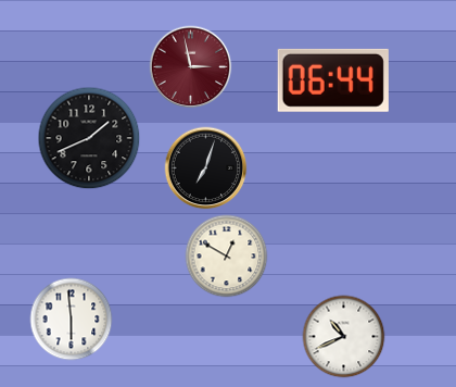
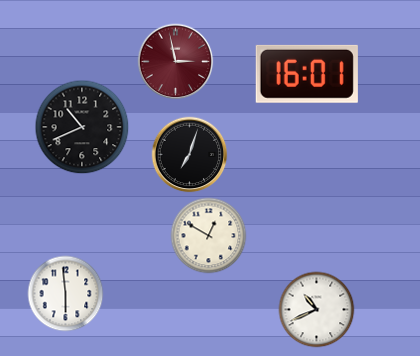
clock at (333, 80): 06:44 -> 16:01
clock at (89, 138): 1:41 -> 10:41
